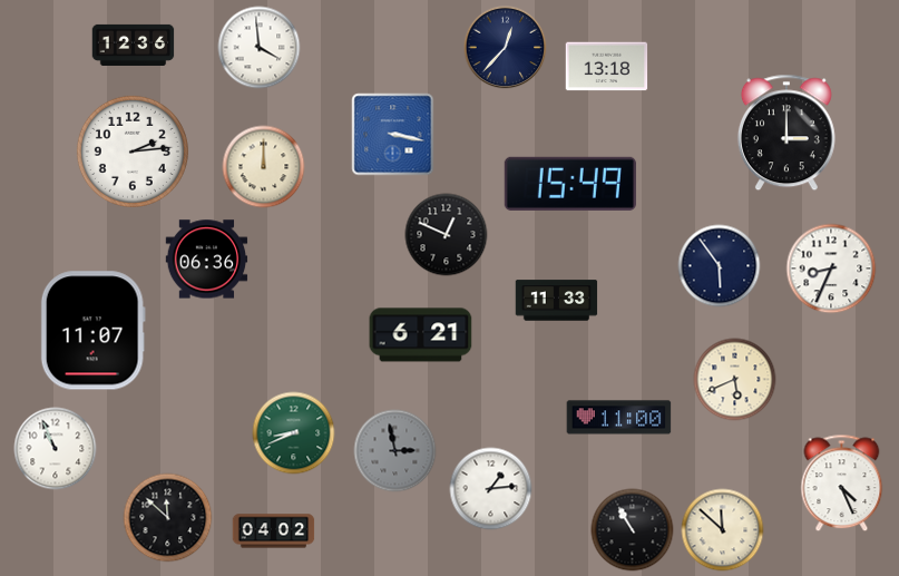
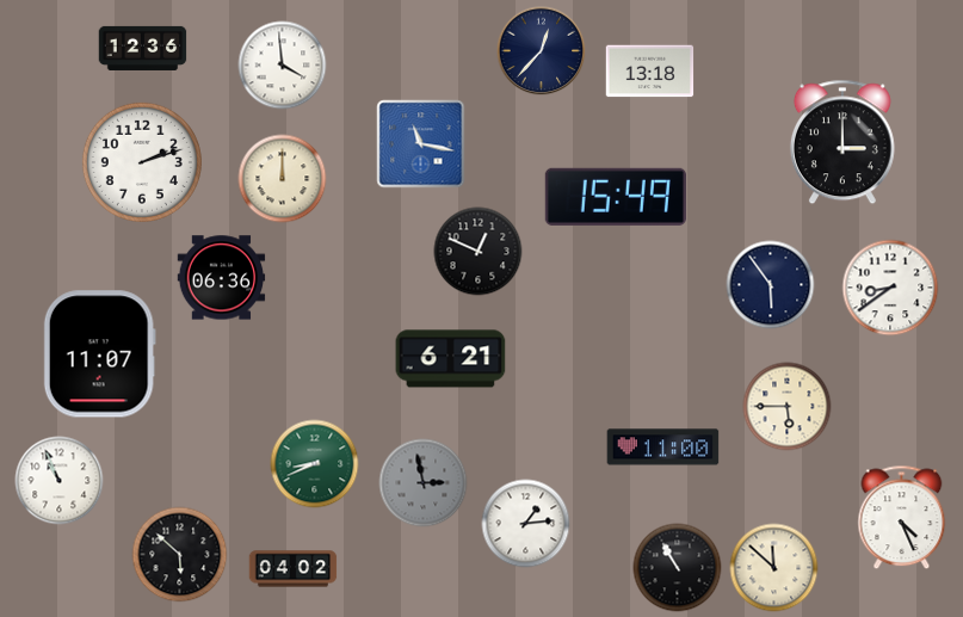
clock at (260, 48) position: (260, 48) -> (283, 66)
clock at (393, 135): 3:17 -> 11:17
clock at (133, 152): 2:14 -> 2:12
clock at (570, 184) position: (570, 184) -> (616, 197)
clock at (831, 269): 8:34 -> 8:39
clock at (557, 301): 11:33 -> none
clock at (735, 380): 5:41 -> 5:45
clock at (168, 518): 11:52 -> 5:52
